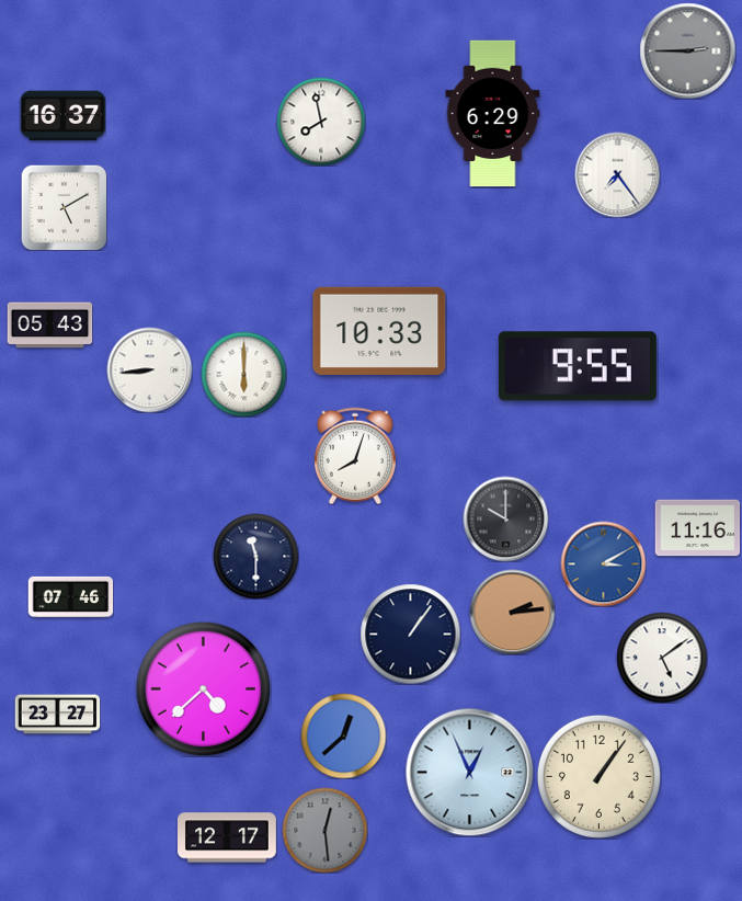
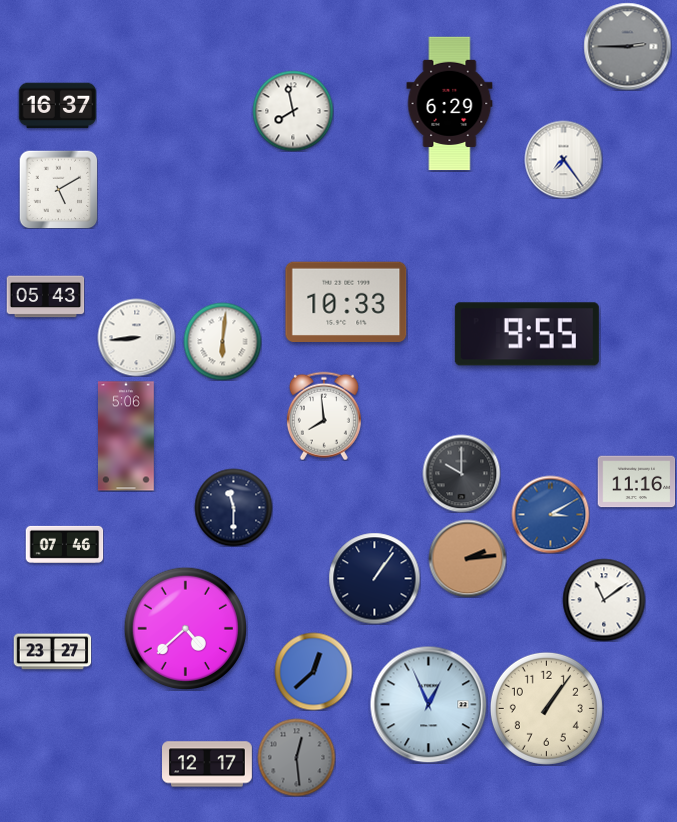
clock at (243, 374): 6:00 -> 6:01
clock at (355, 456): 8:03 -> 7:59
clock at (127, 436): none -> 5:06
clock at (662, 658): 5:09 -> 11:09
